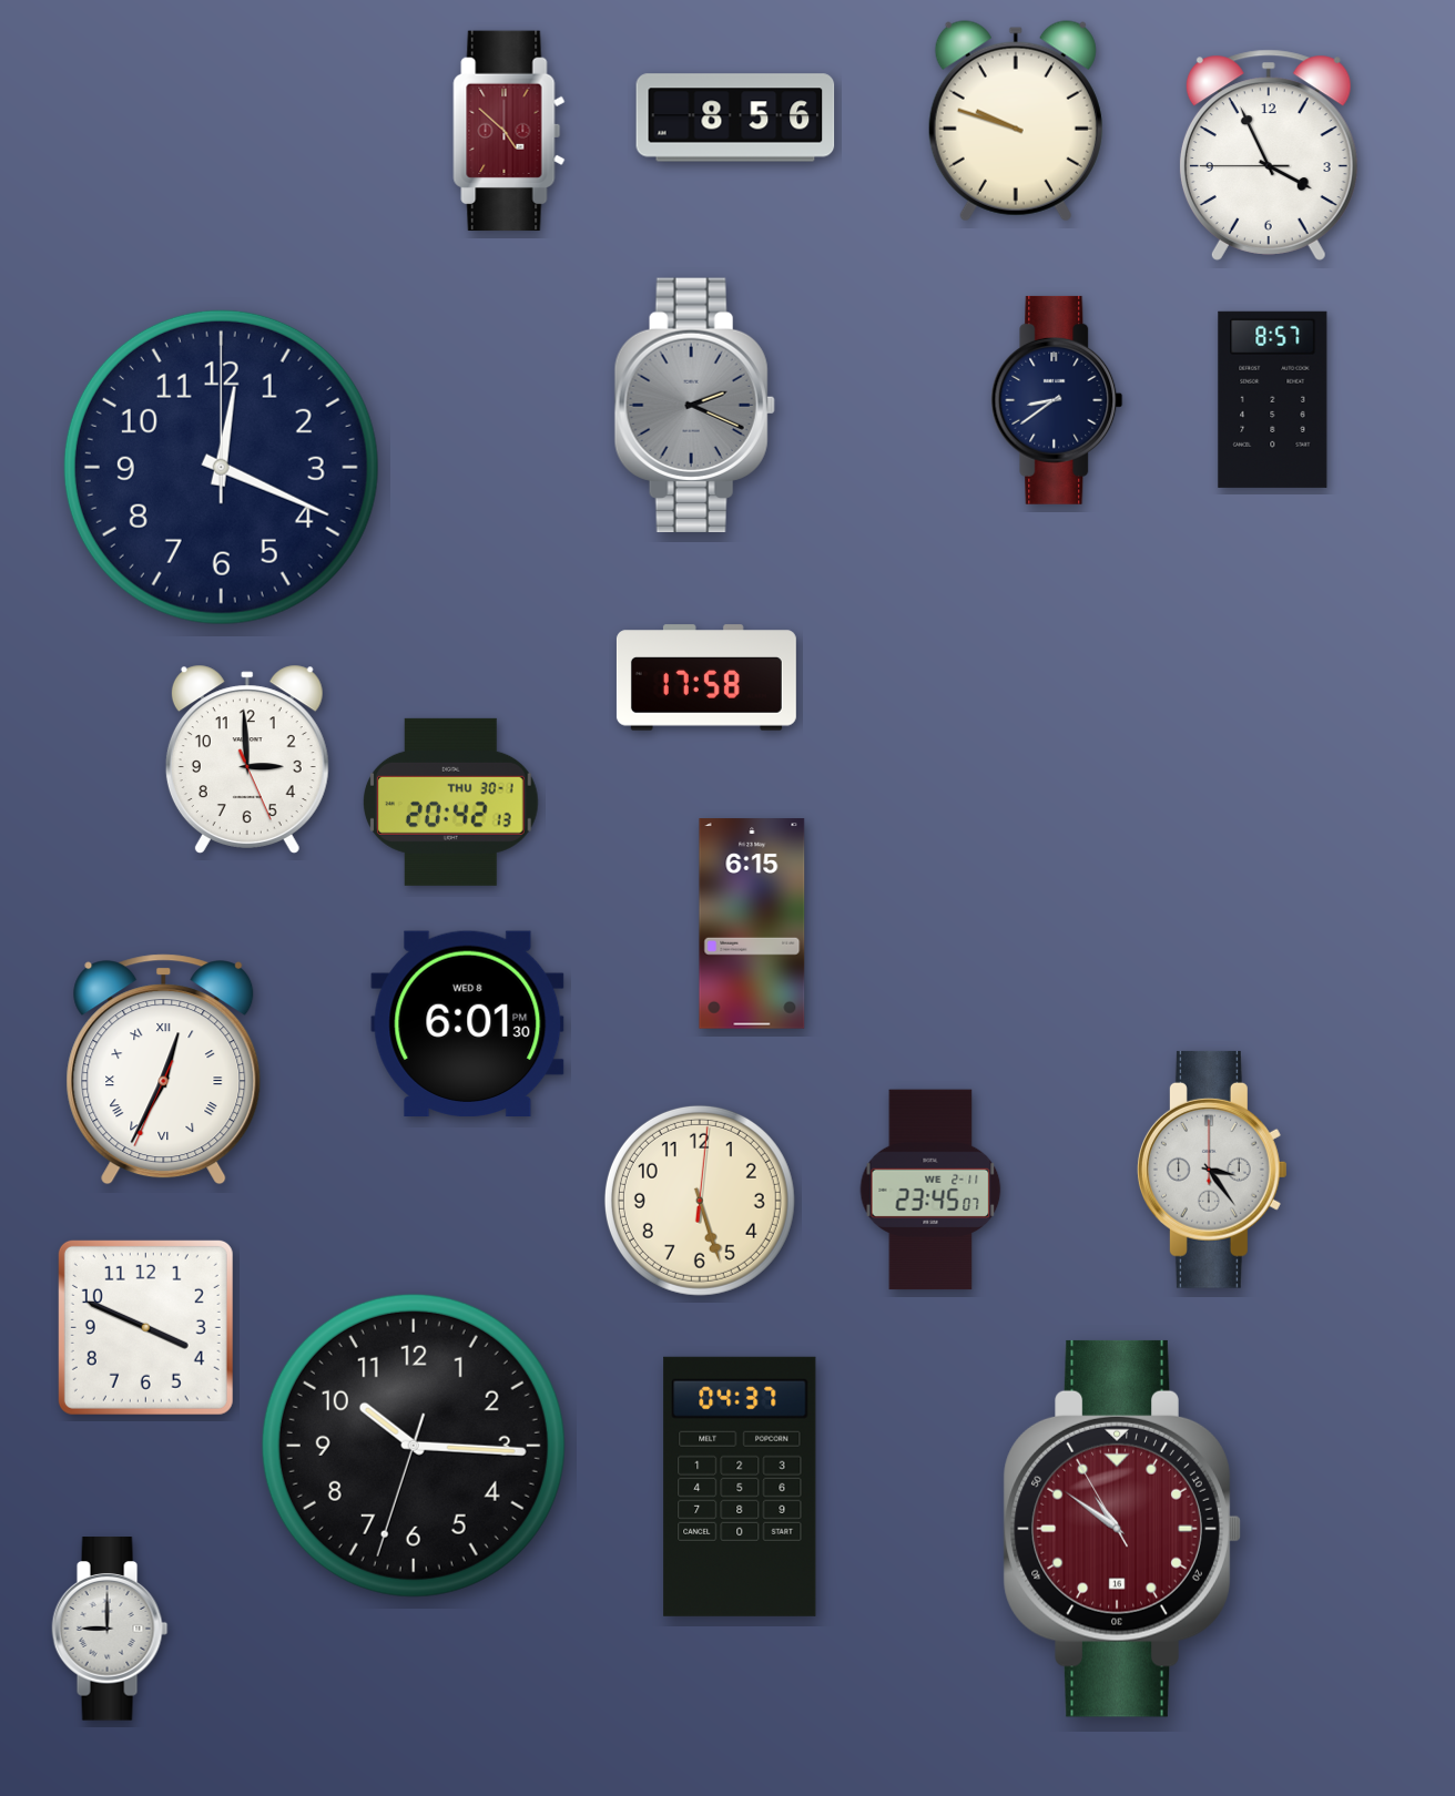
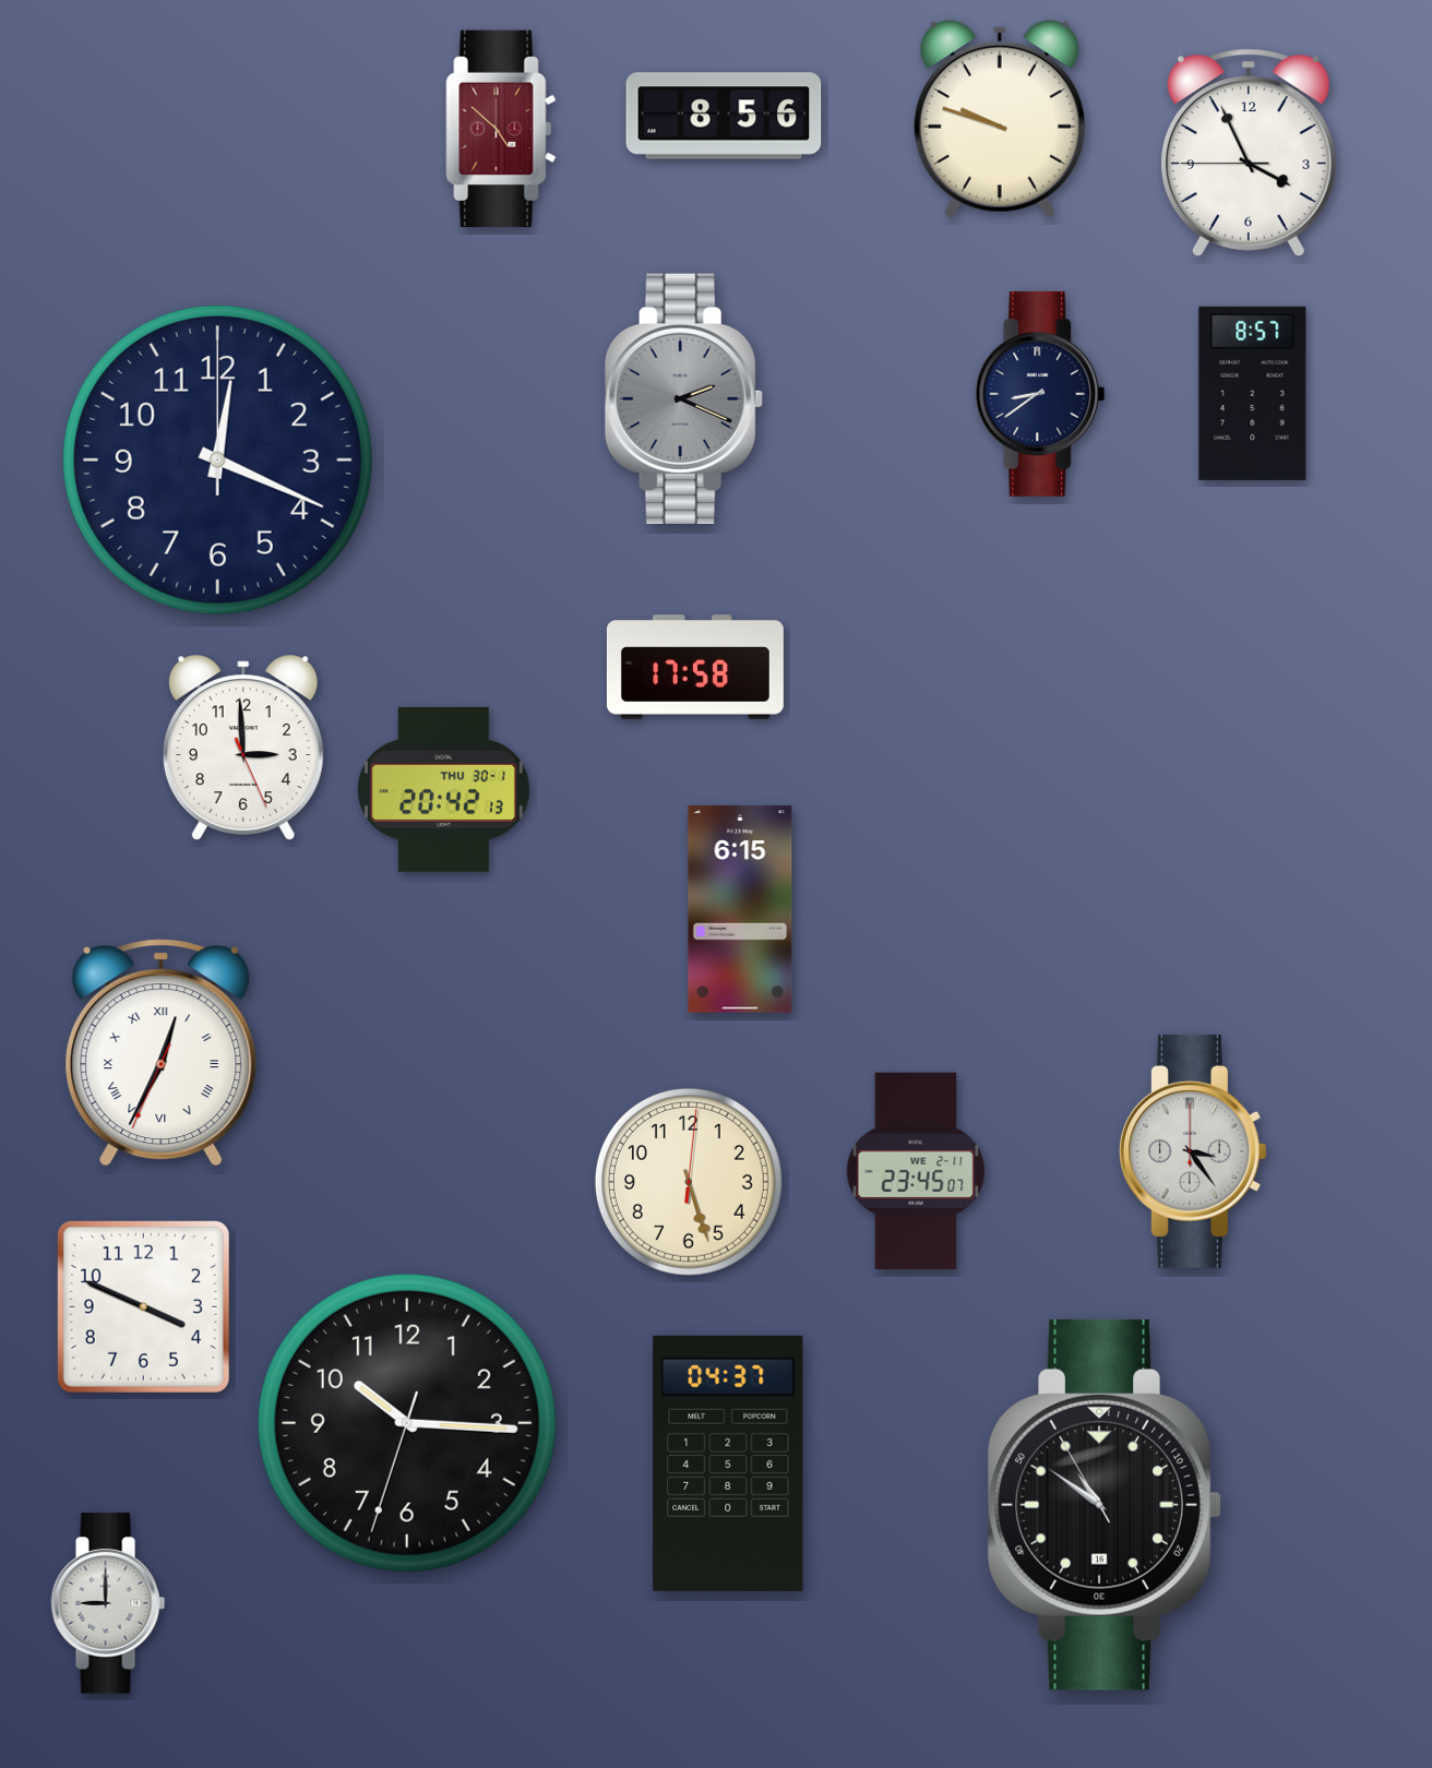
clock at (468, 1023): 6:01 -> none
clock at (1122, 1529) dial: burgundy -> black
